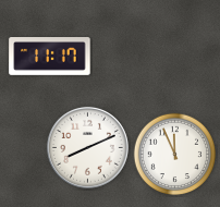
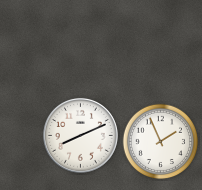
clock at (50, 57): 11:17 -> none
clock at (175, 155): 11:56 -> 1:56
